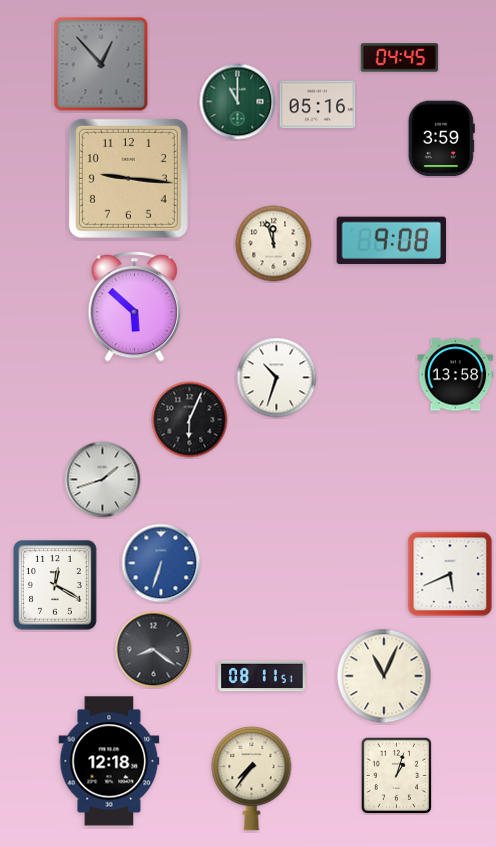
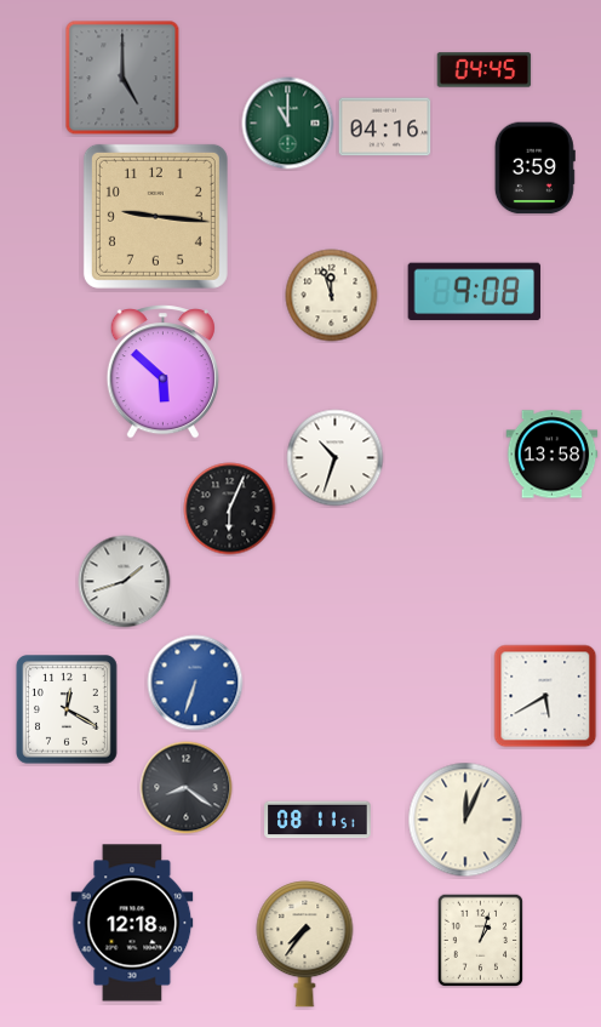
clock at (101, 64): 12:53 -> 5:00
clock at (318, 105): 05:16 -> 04:16
clock at (450, 574): 5:41 -> 5:40
clock at (384, 676): 11:04 -> 12:04
